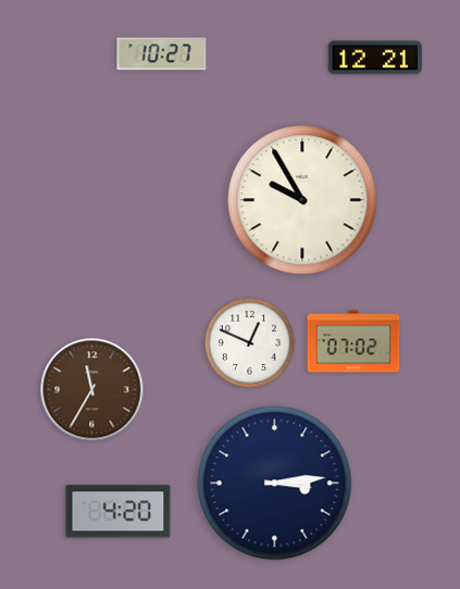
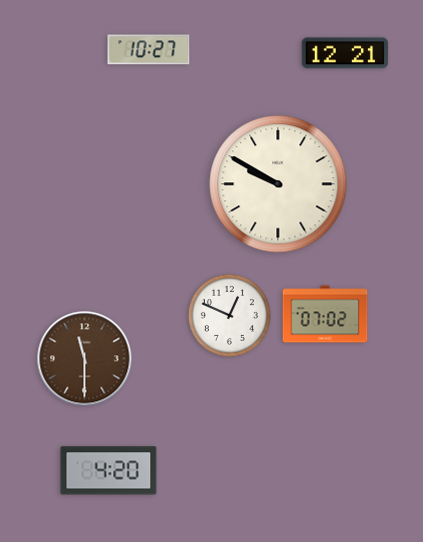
clock at (302, 200): 9:55 -> 9:50
clock at (92, 390): 11:35 -> 11:30
clock at (275, 484): 3:14 -> none
